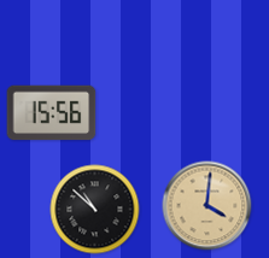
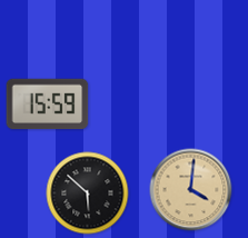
clock at (52, 113): 15:56 -> 15:59
clock at (95, 210): 10:52 -> 5:52
